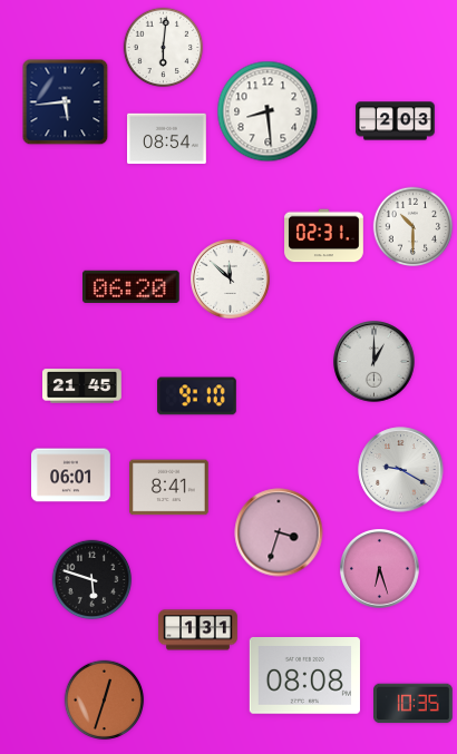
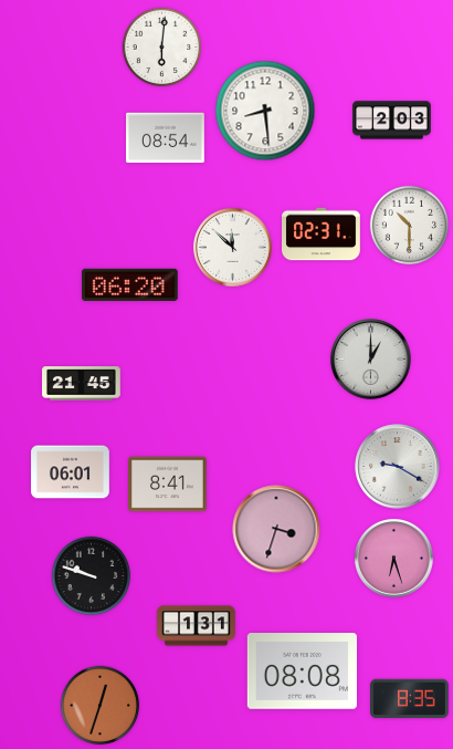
clock at (66, 102): 5:44 -> none
clock at (231, 280) position: (231, 280) -> (233, 248)
clock at (197, 396): 9:10 -> none
clock at (380, 569) position: (380, 569) -> (394, 559)
clock at (93, 580): 5:48 -> 9:48
clock at (105, 701) position: (105, 701) -> (101, 706)
clock at (414, 704): 10:35 -> 8:35
